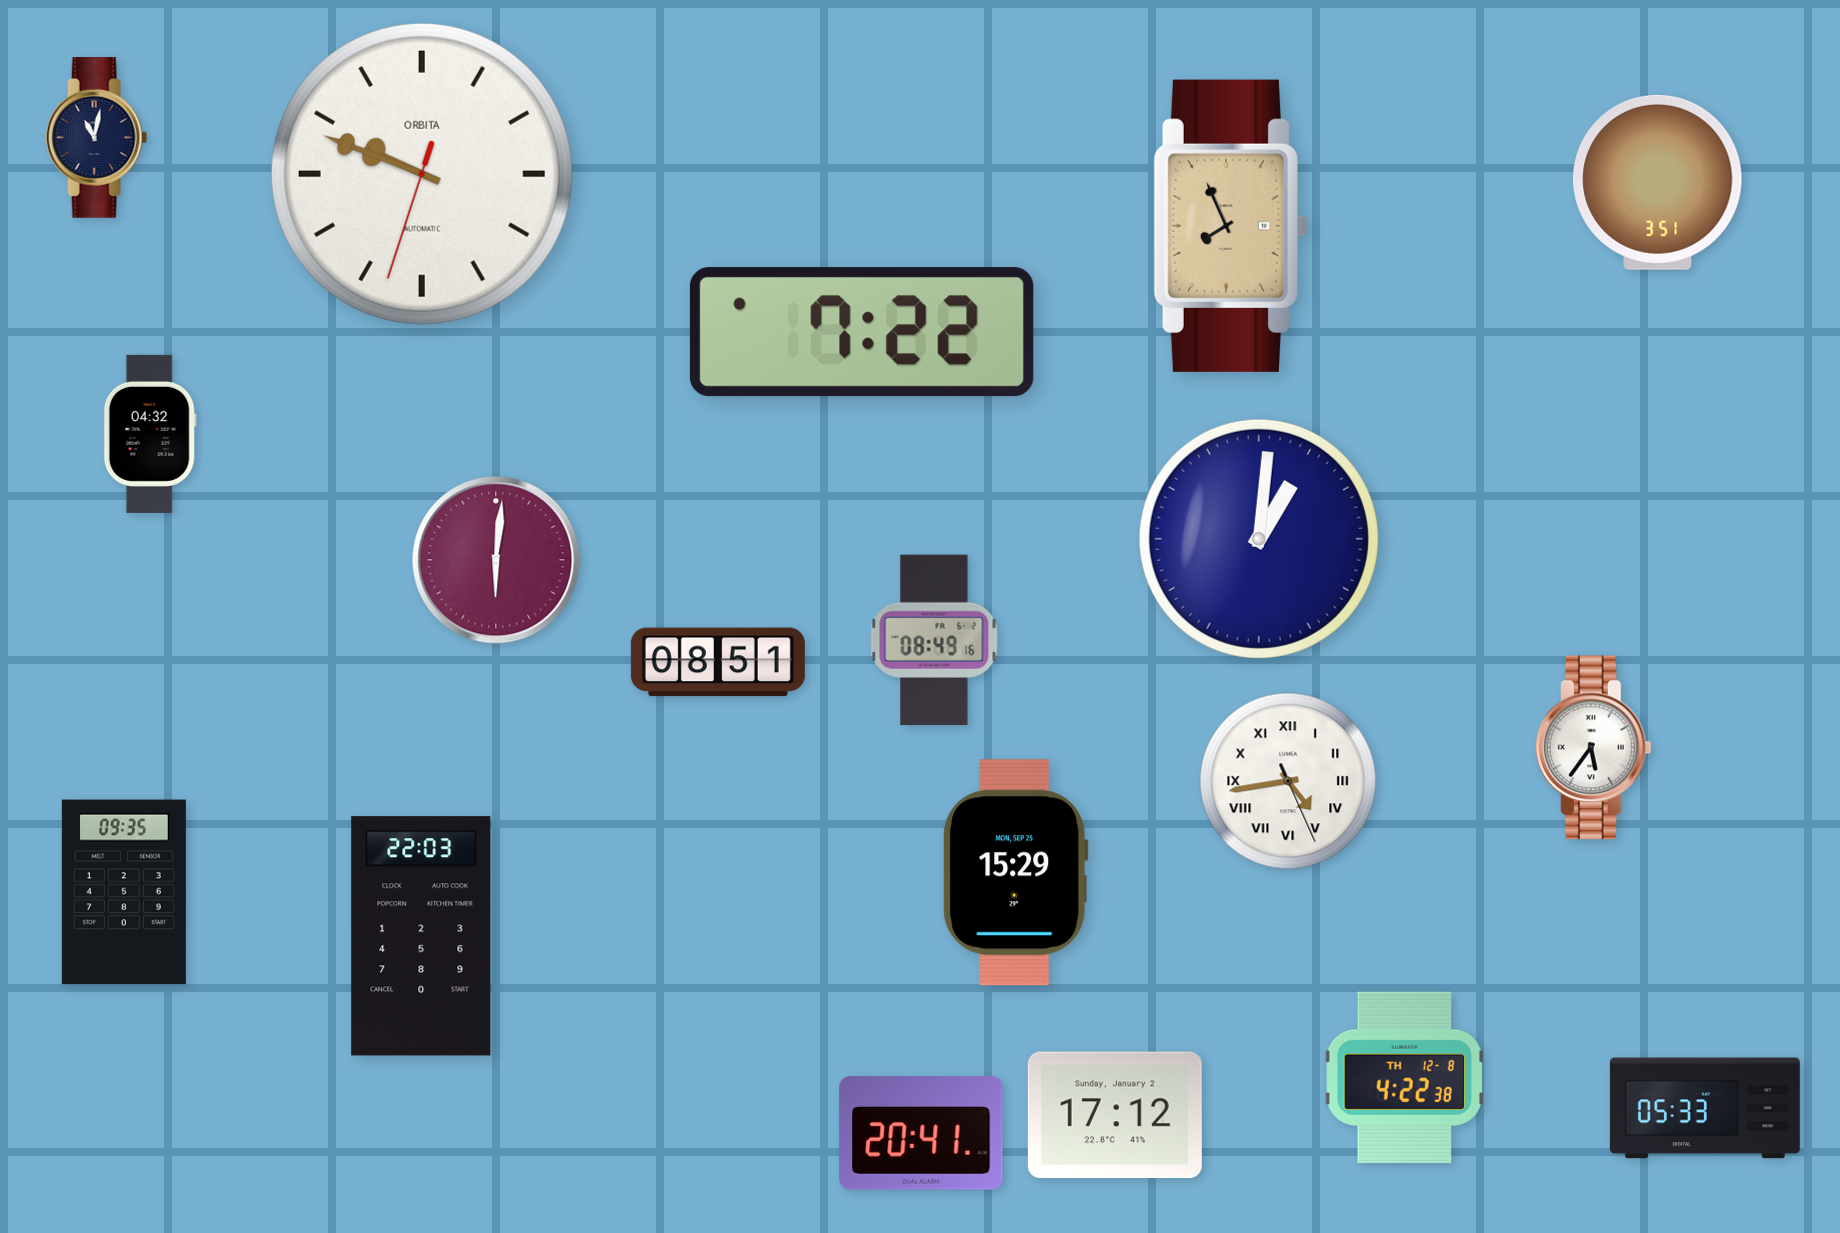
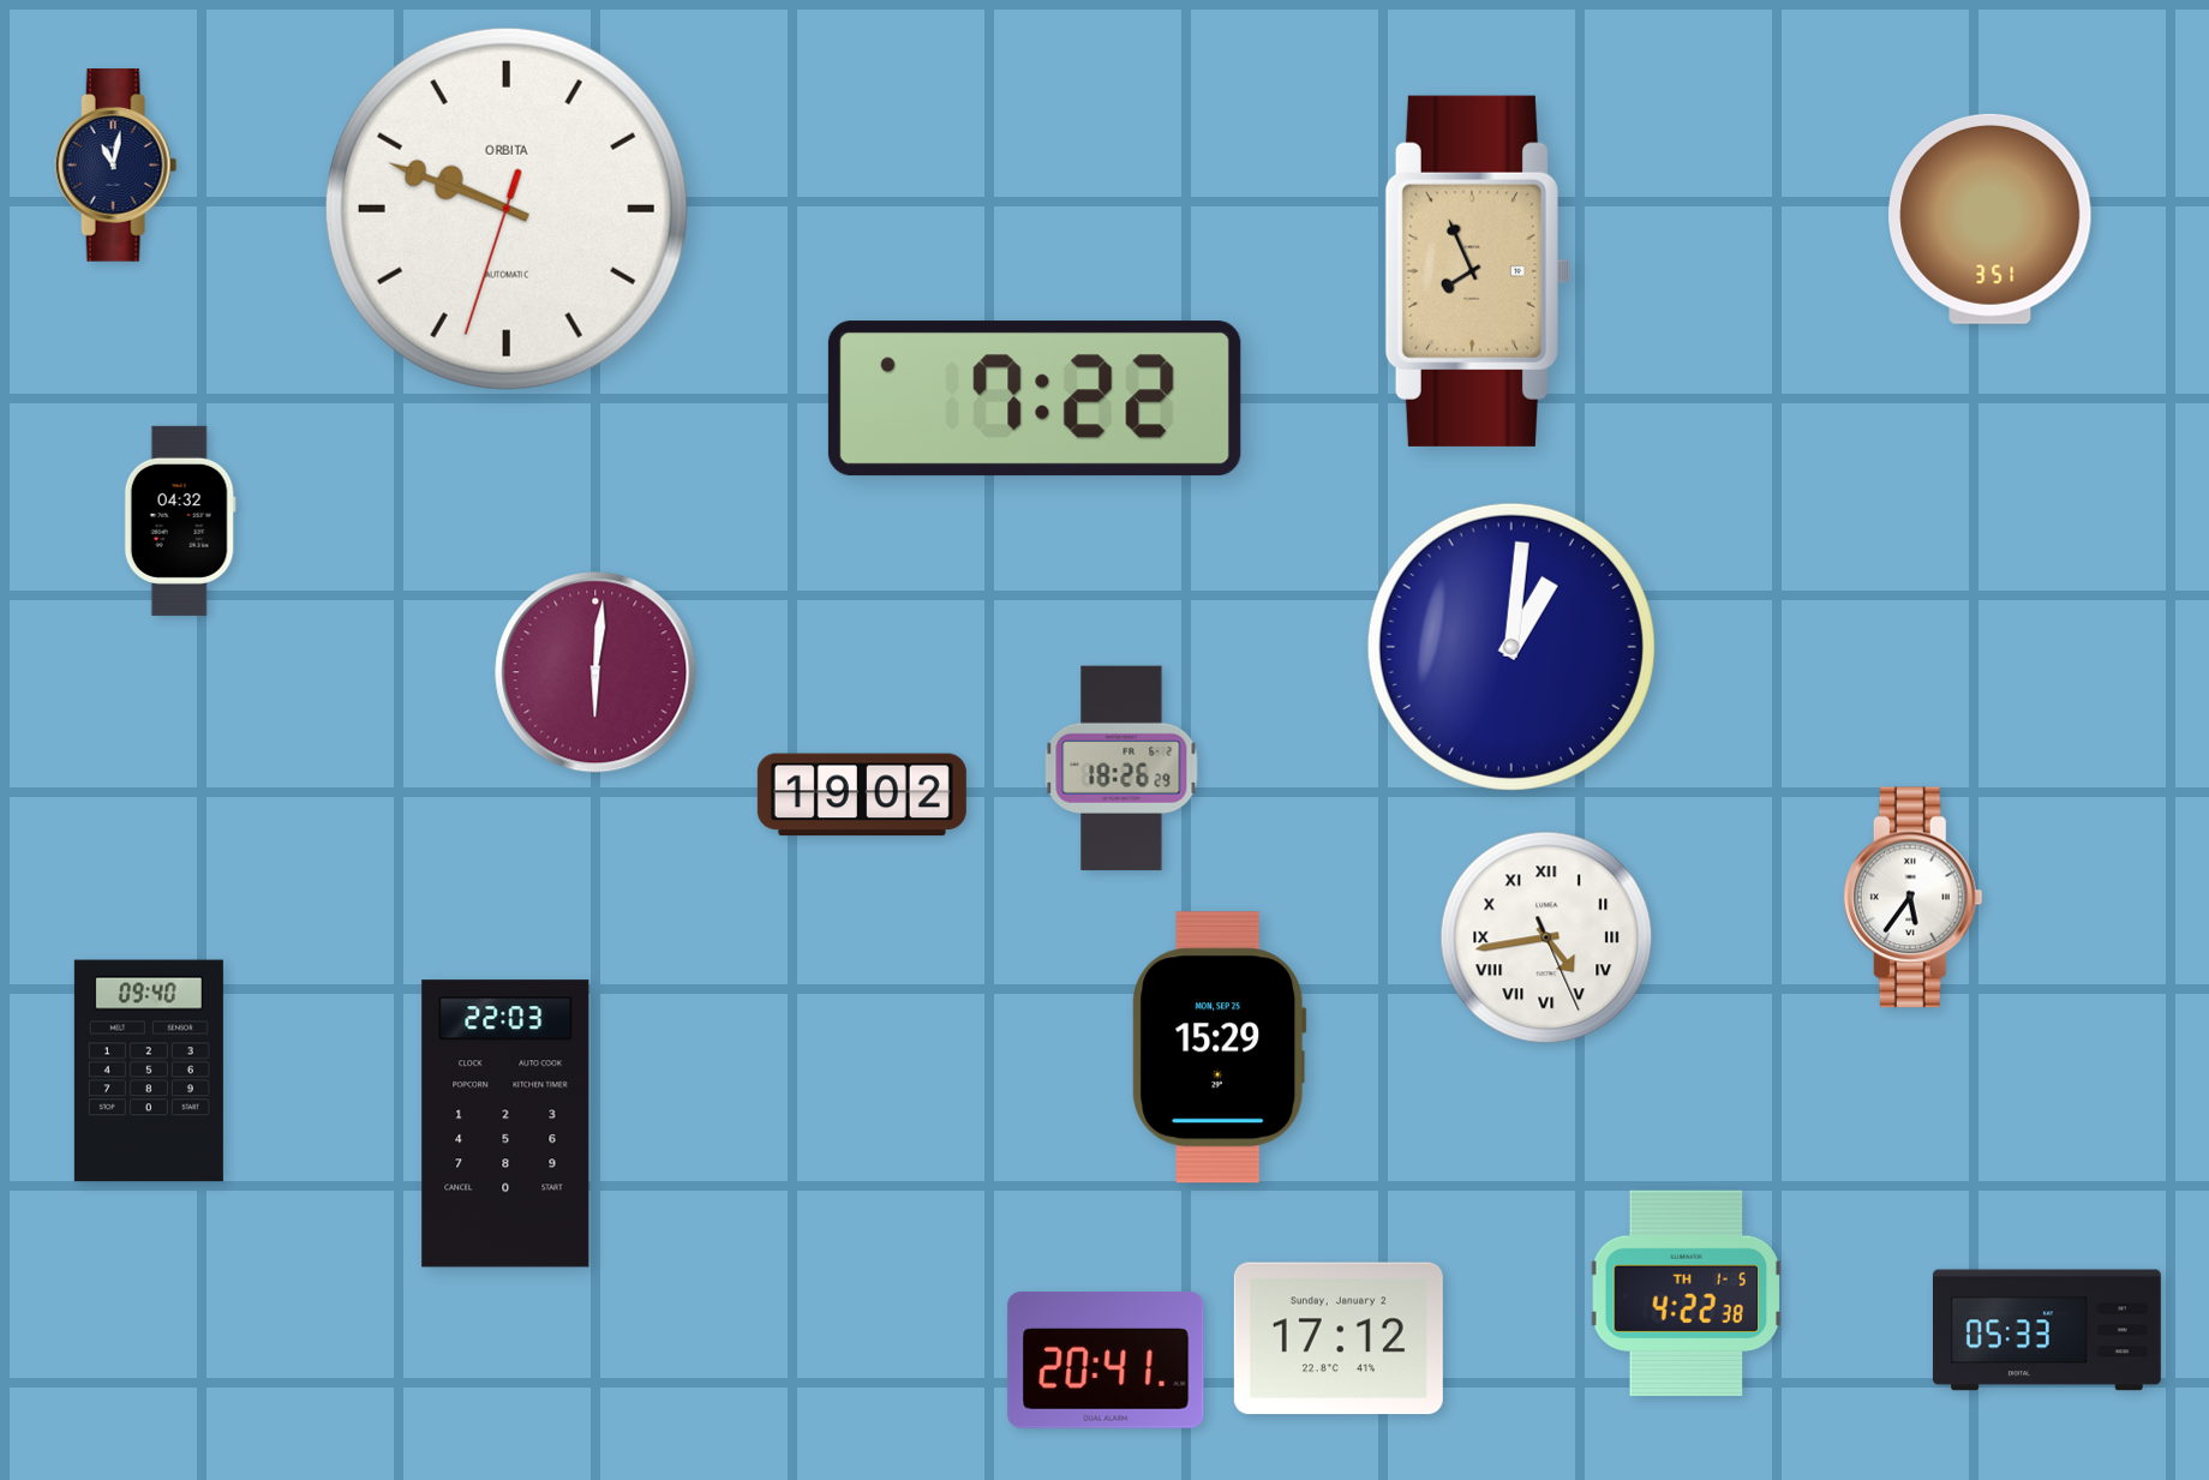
clock at (934, 640): 08:49 -> 18:26
clock at (718, 662): 08:51 -> 19:02
clock at (124, 892): 09:35 -> 09:40
clock at (1404, 1077) date: TH 12-8 -> TH 1-5
